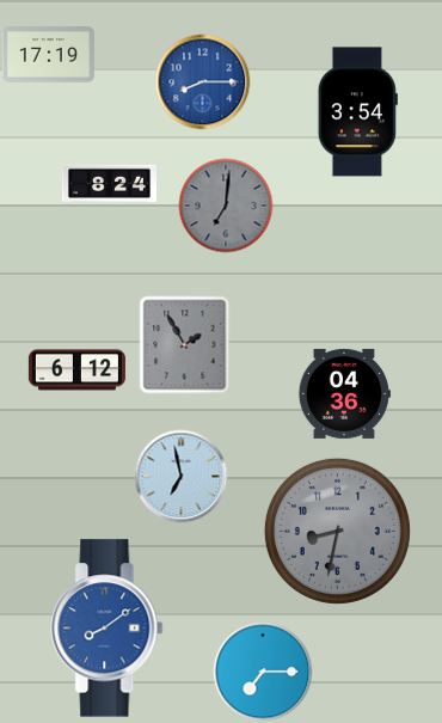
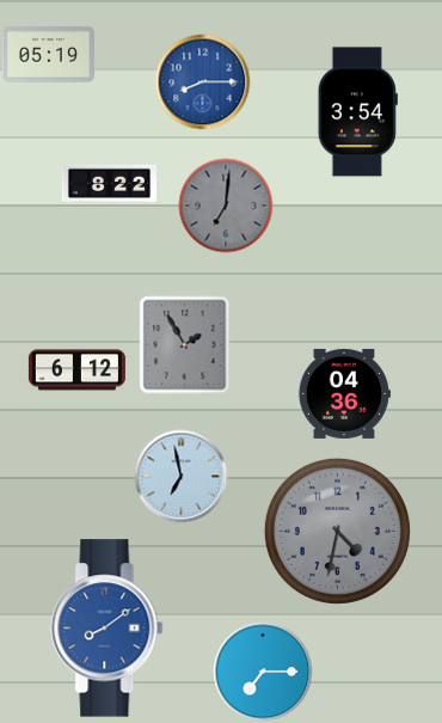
clock at (48, 55): 17:19 -> 05:19
clock at (109, 183): 8:24 -> 8:22
clock at (337, 531): 8:32 -> 4:32
